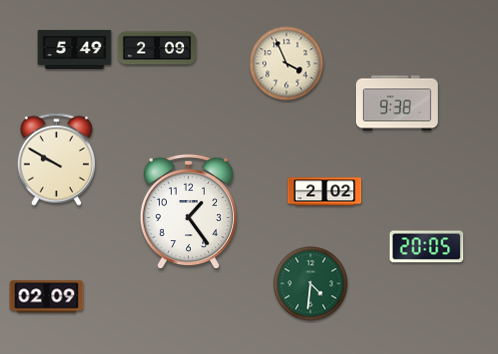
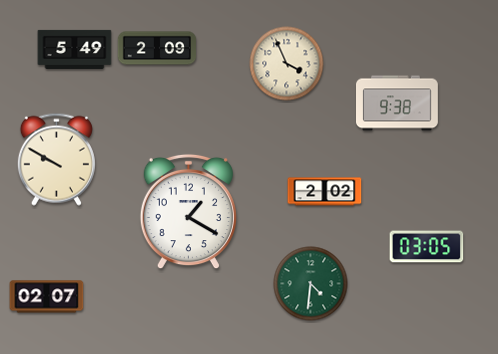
clock at (188, 212): 1:24 -> 1:20
clock at (427, 247): 20:05 -> 03:05
clock at (47, 297): 02:09 -> 02:07
